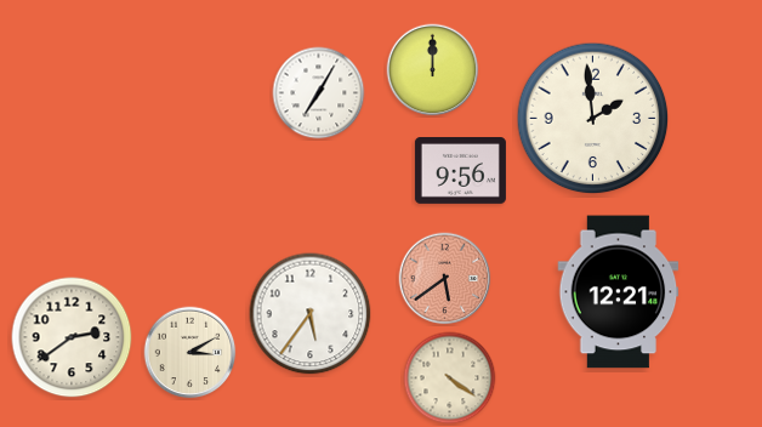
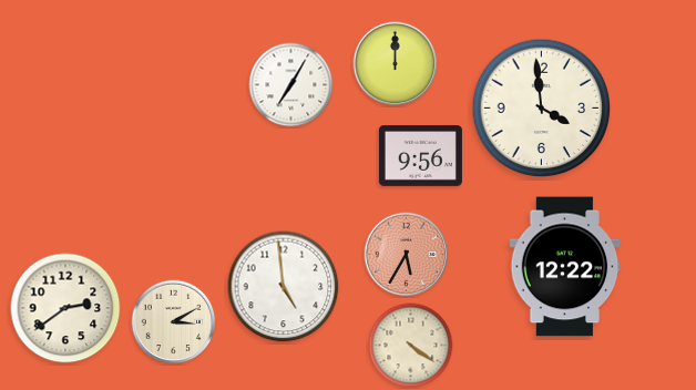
clock at (593, 119): 1:59 -> 3:59
clock at (445, 279): 5:39 -> 5:35
clock at (619, 292): 12:21 -> 12:22
clock at (311, 314): 5:36 -> 4:59
